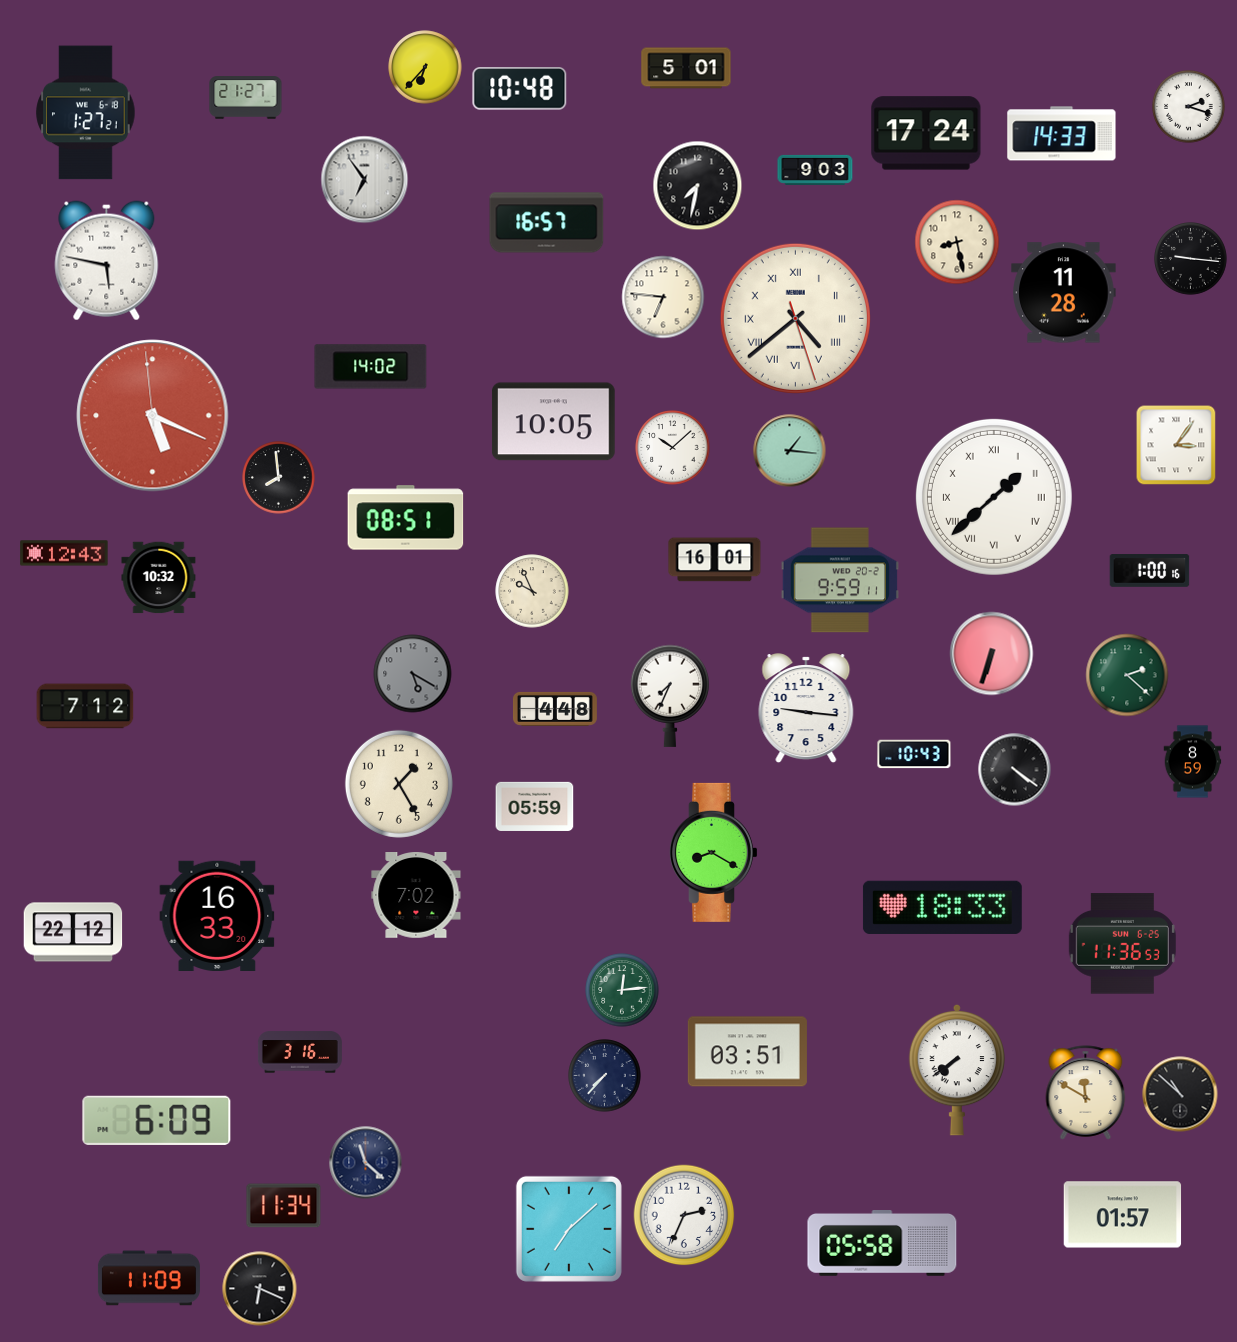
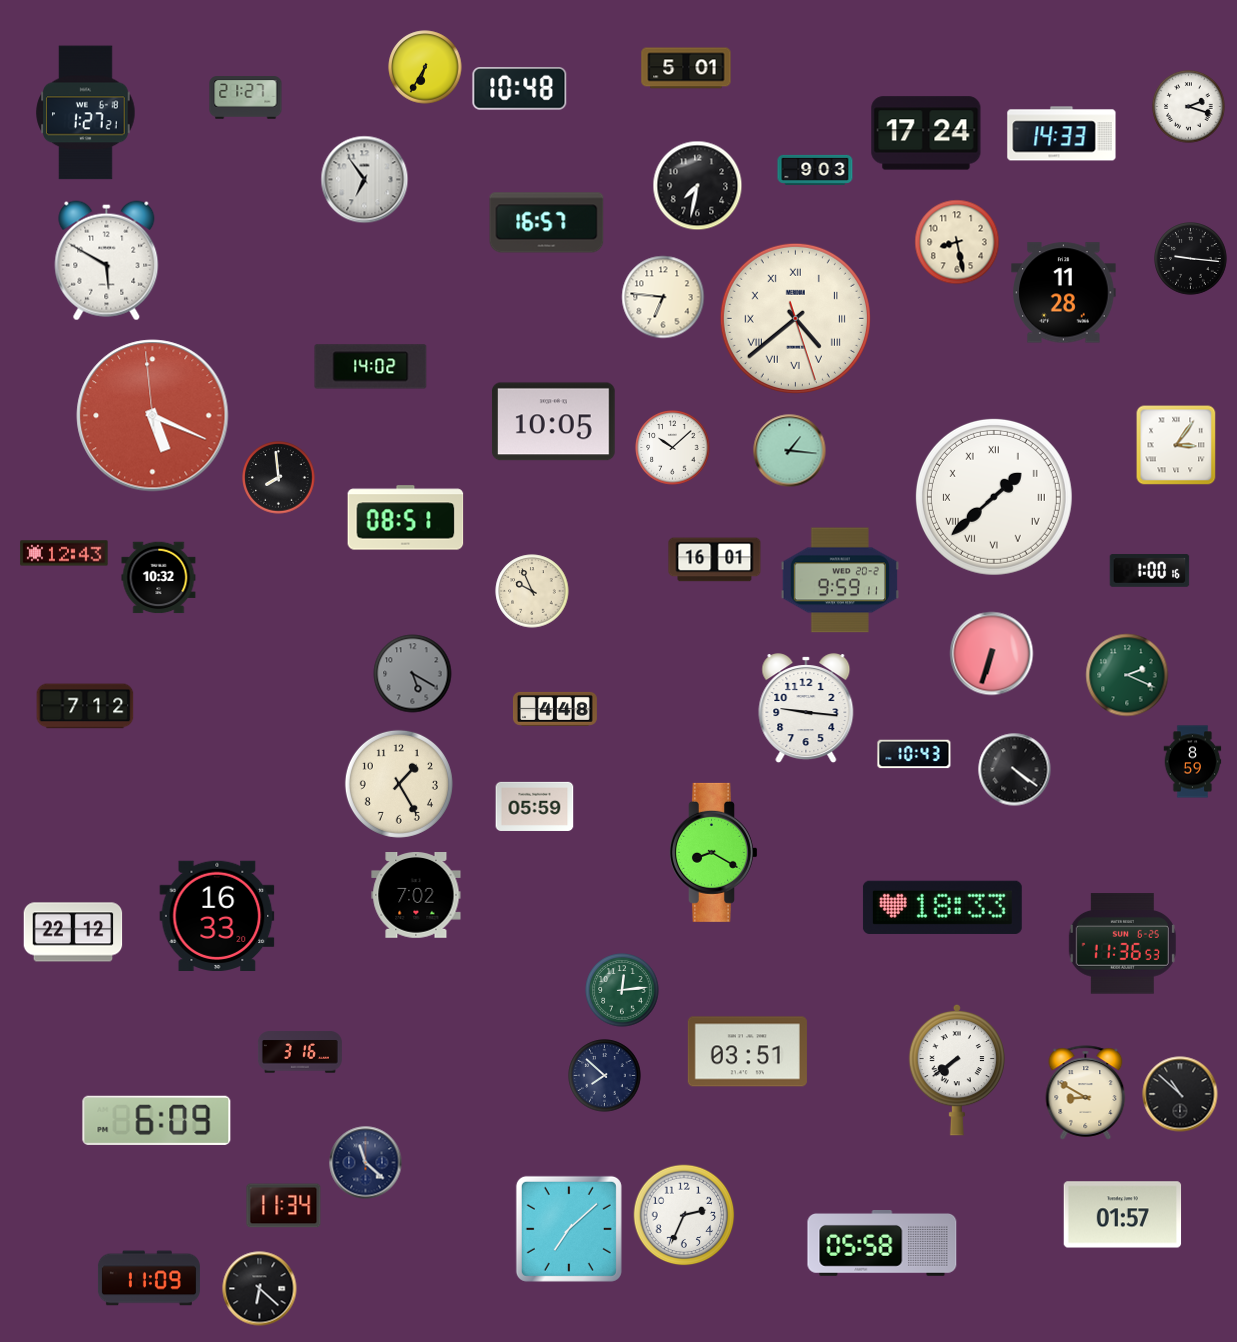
clock at (425, 67): 6:37 -> 6:35
clock at (107, 261): 5:47 -> 5:50
clock at (1127, 675): 2:22 -> 2:19
clock at (669, 696): 7:34 -> none
clock at (605, 1076): 7:37 -> 7:52
clock at (1086, 1093): 11:50 -> 8:50
clock at (260, 1289): 6:19 -> 6:22
